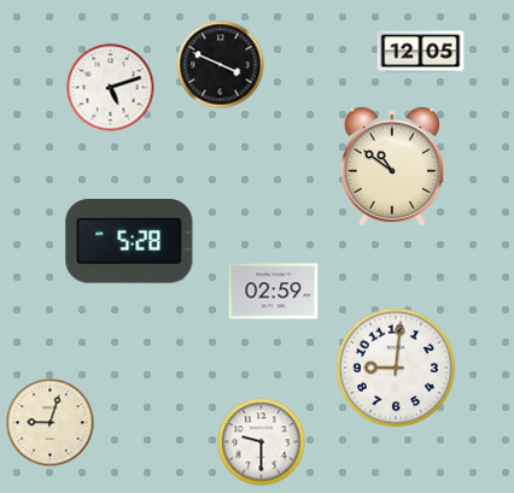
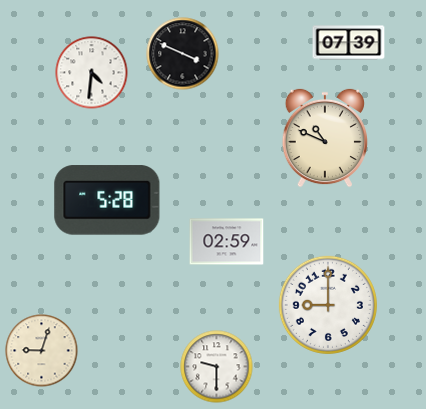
clock at (421, 52): 12:05 -> 07:39
clock at (111, 88): 5:12 -> 4:31
clock at (391, 166): 10:51 -> 10:49
clock at (396, 368): 9:01 -> 9:00
